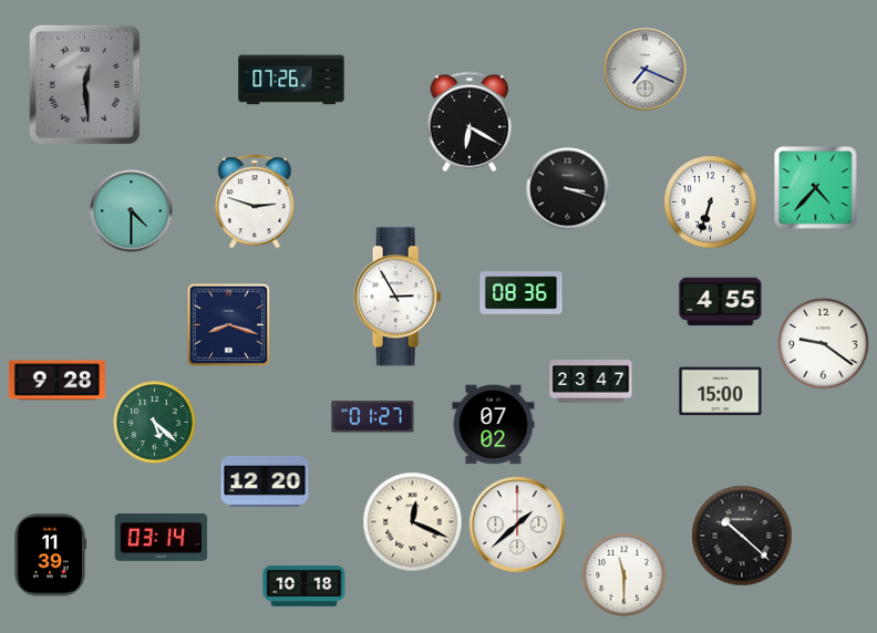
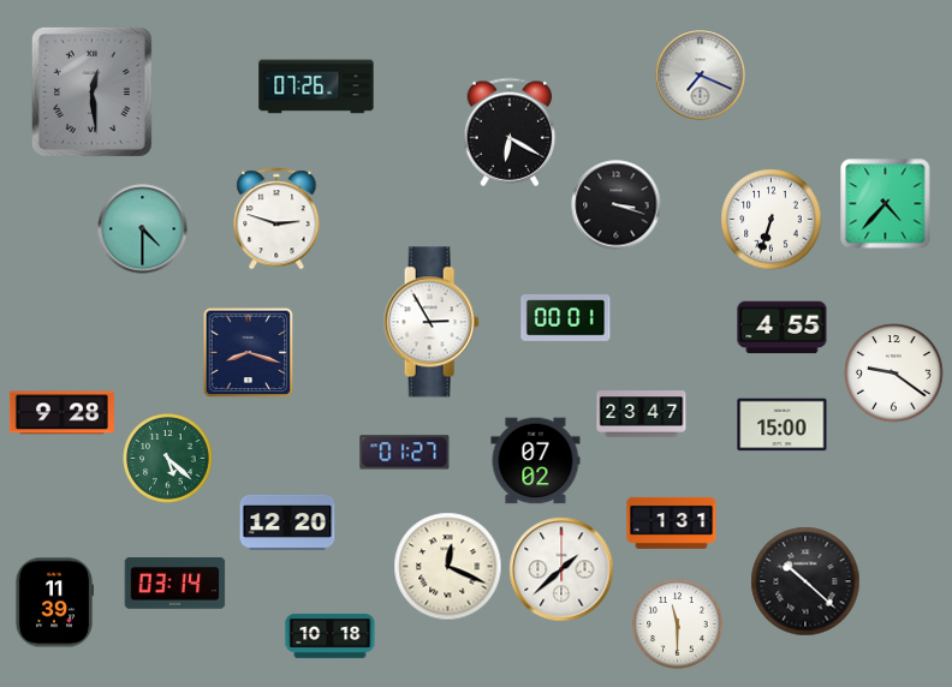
clock at (522, 293): 08:36 -> 00:01
clock at (672, 522): none -> 1:31
